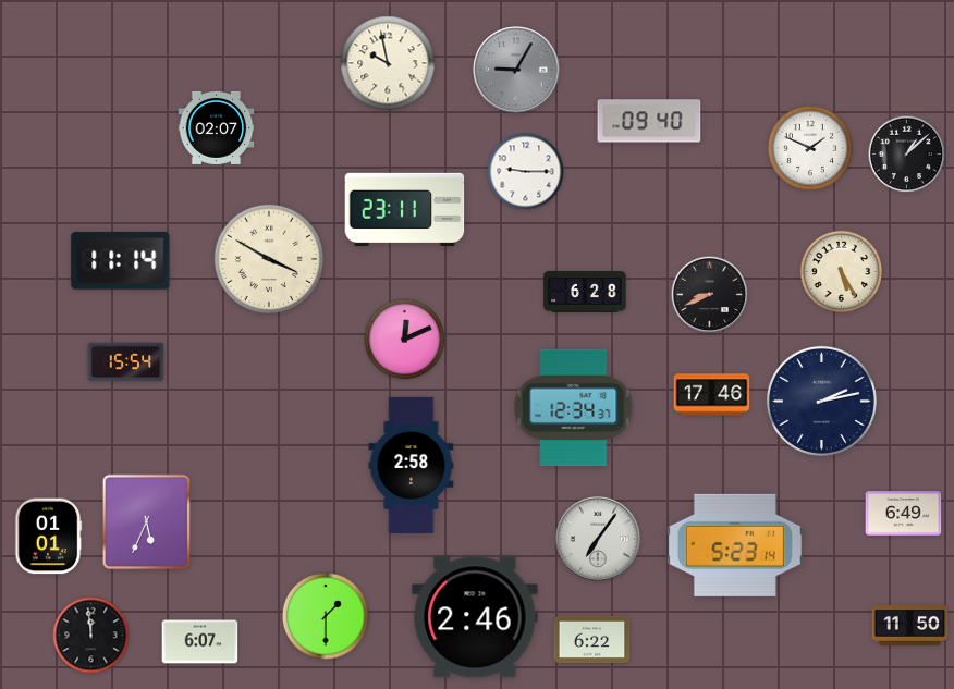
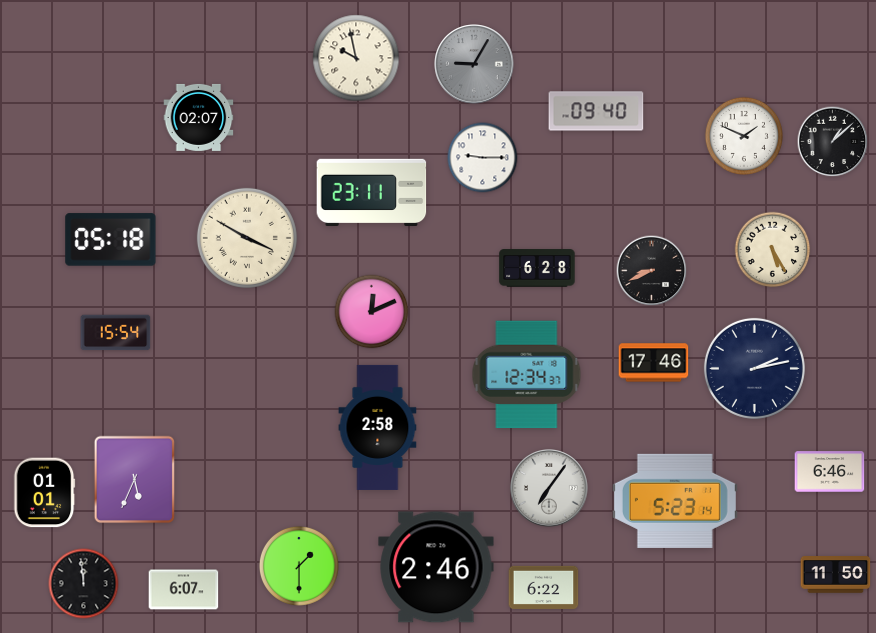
clock at (121, 261): 11:14 -> 05:18
clock at (904, 514): 6:49 -> 6:46
clock at (599, 540) position: (599, 540) -> (550, 489)
